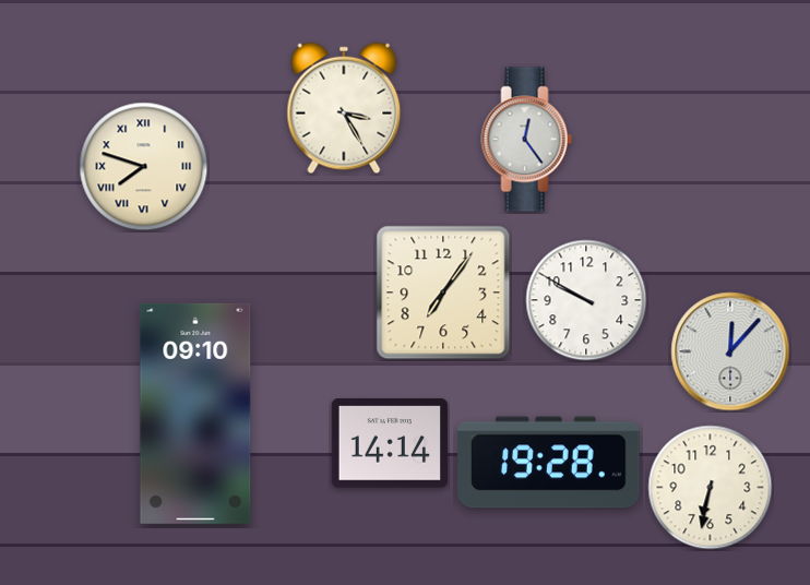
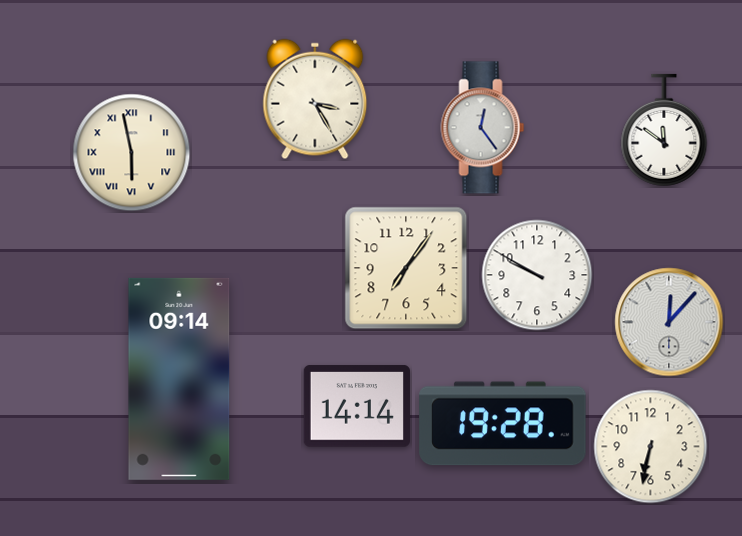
clock at (664, 130): none -> 11:51
clock at (144, 167): 7:48 -> 5:58
clock at (195, 414): 09:10 -> 09:14
